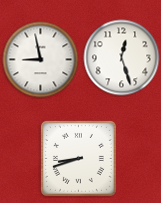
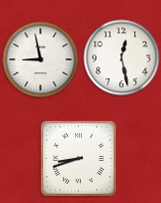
clock at (122, 58): 12:27 -> 12:28
